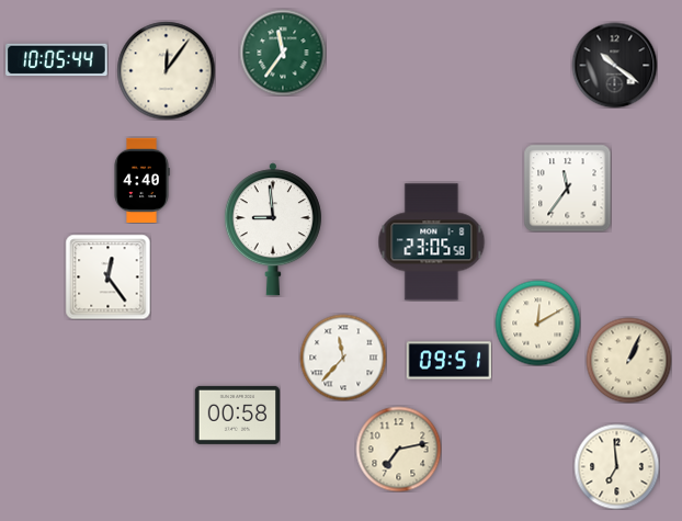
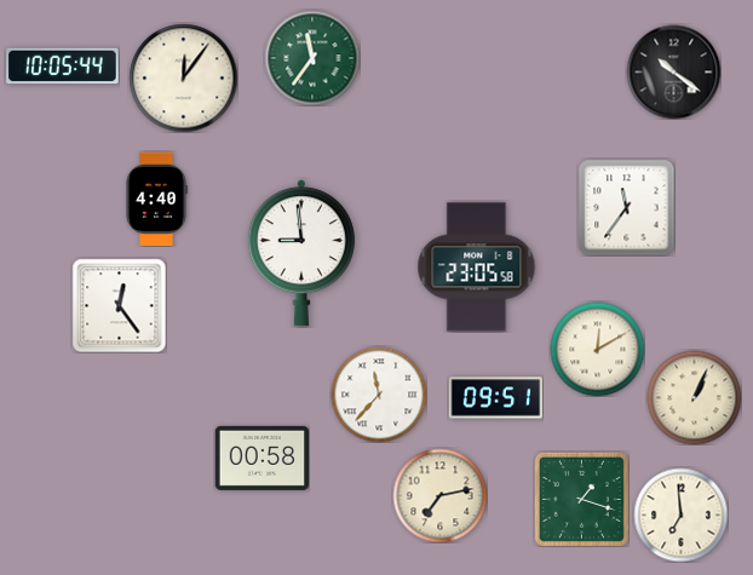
clock at (614, 65) position: (614, 65) -> (673, 71)
clock at (537, 322) position: (537, 322) -> (597, 349)
clock at (581, 499): none -> 1:18
